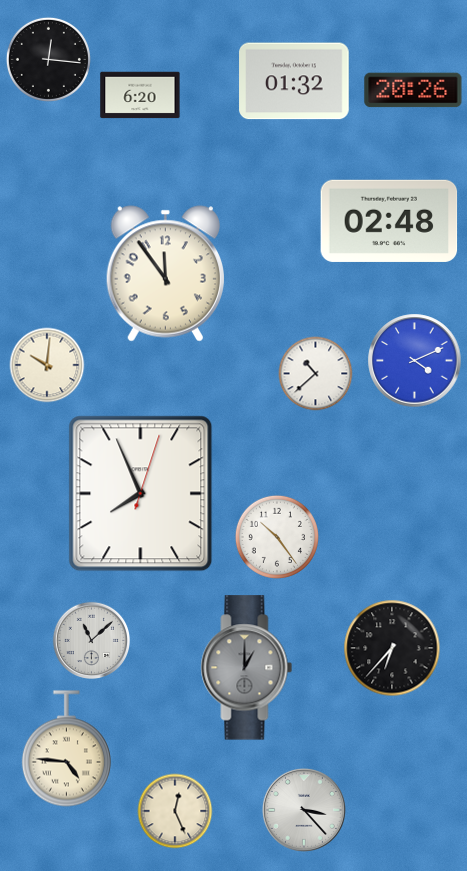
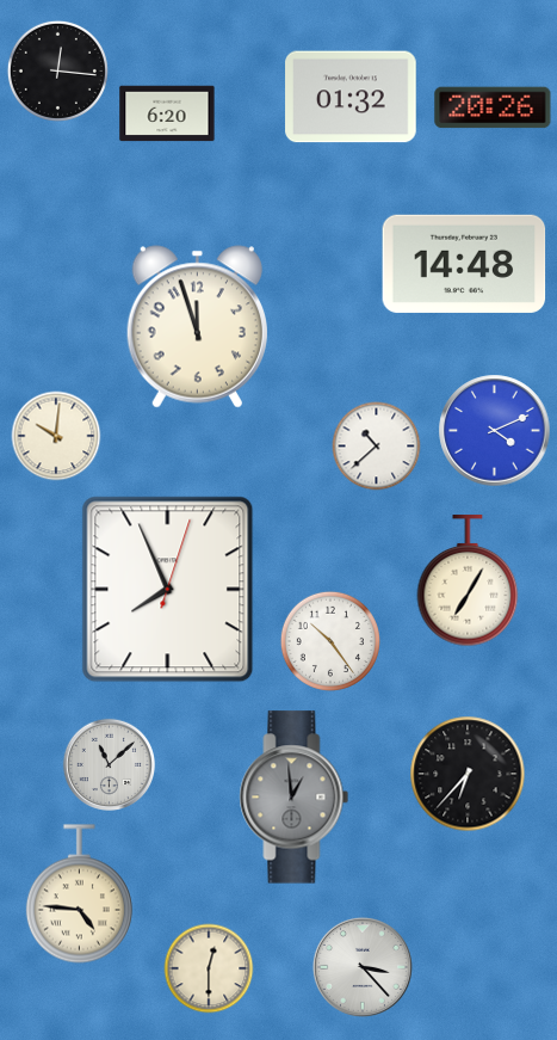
clock at (389, 221): 02:48 -> 14:48
clock at (165, 274): 11:54 -> 11:57
clock at (468, 581): none -> 7:05
clock at (247, 668): 1:00 -> 12:59
clock at (175, 811): 12:26 -> 12:30
